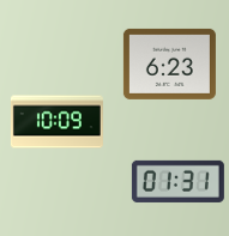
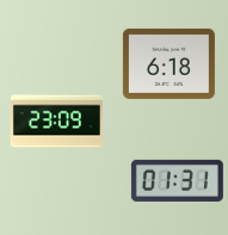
clock at (169, 63): 6:23 -> 6:18
clock at (56, 122): 10:09 -> 23:09
